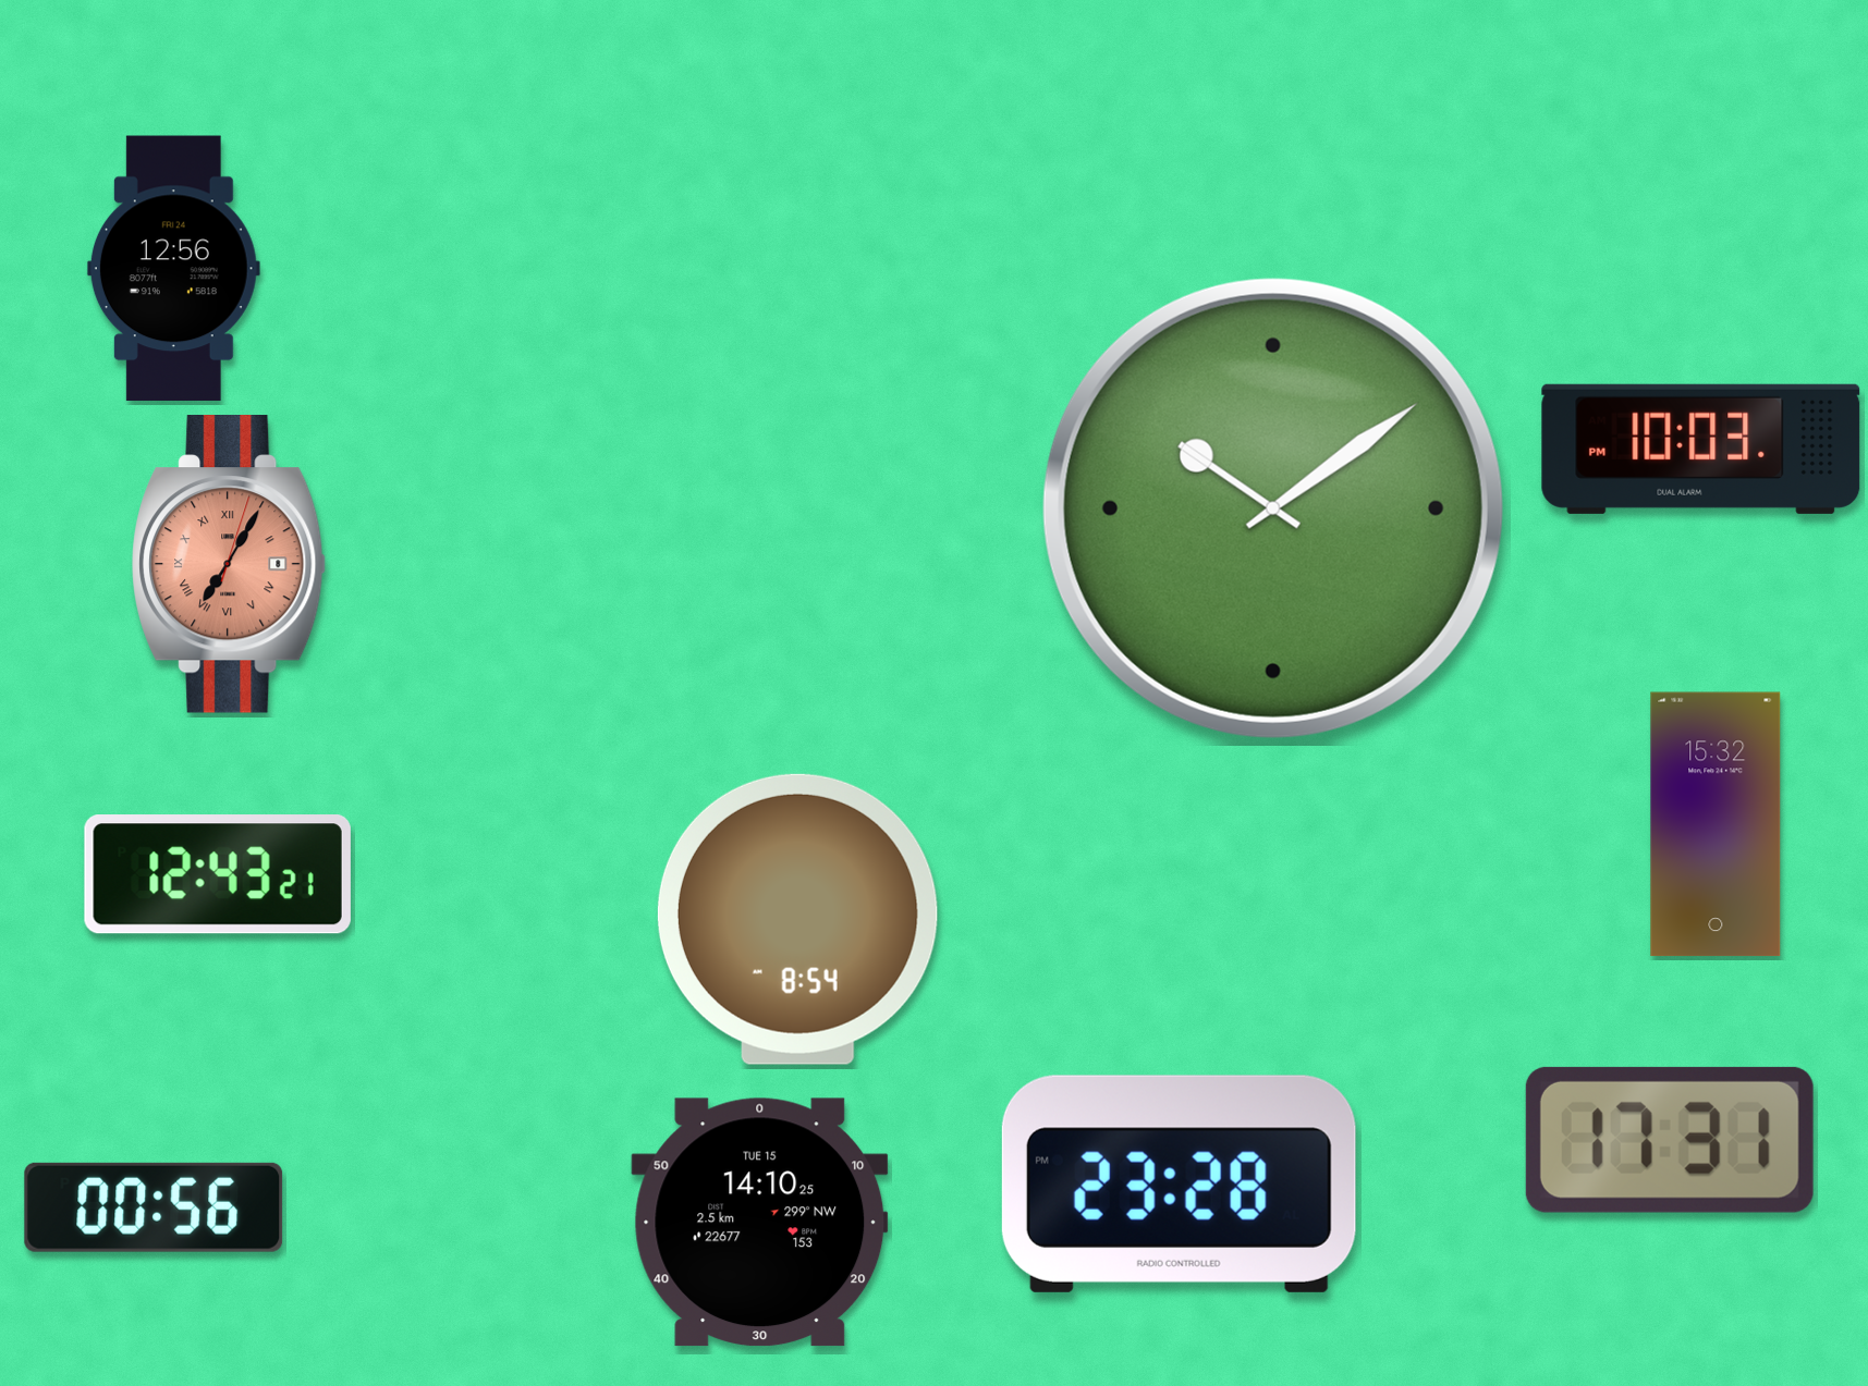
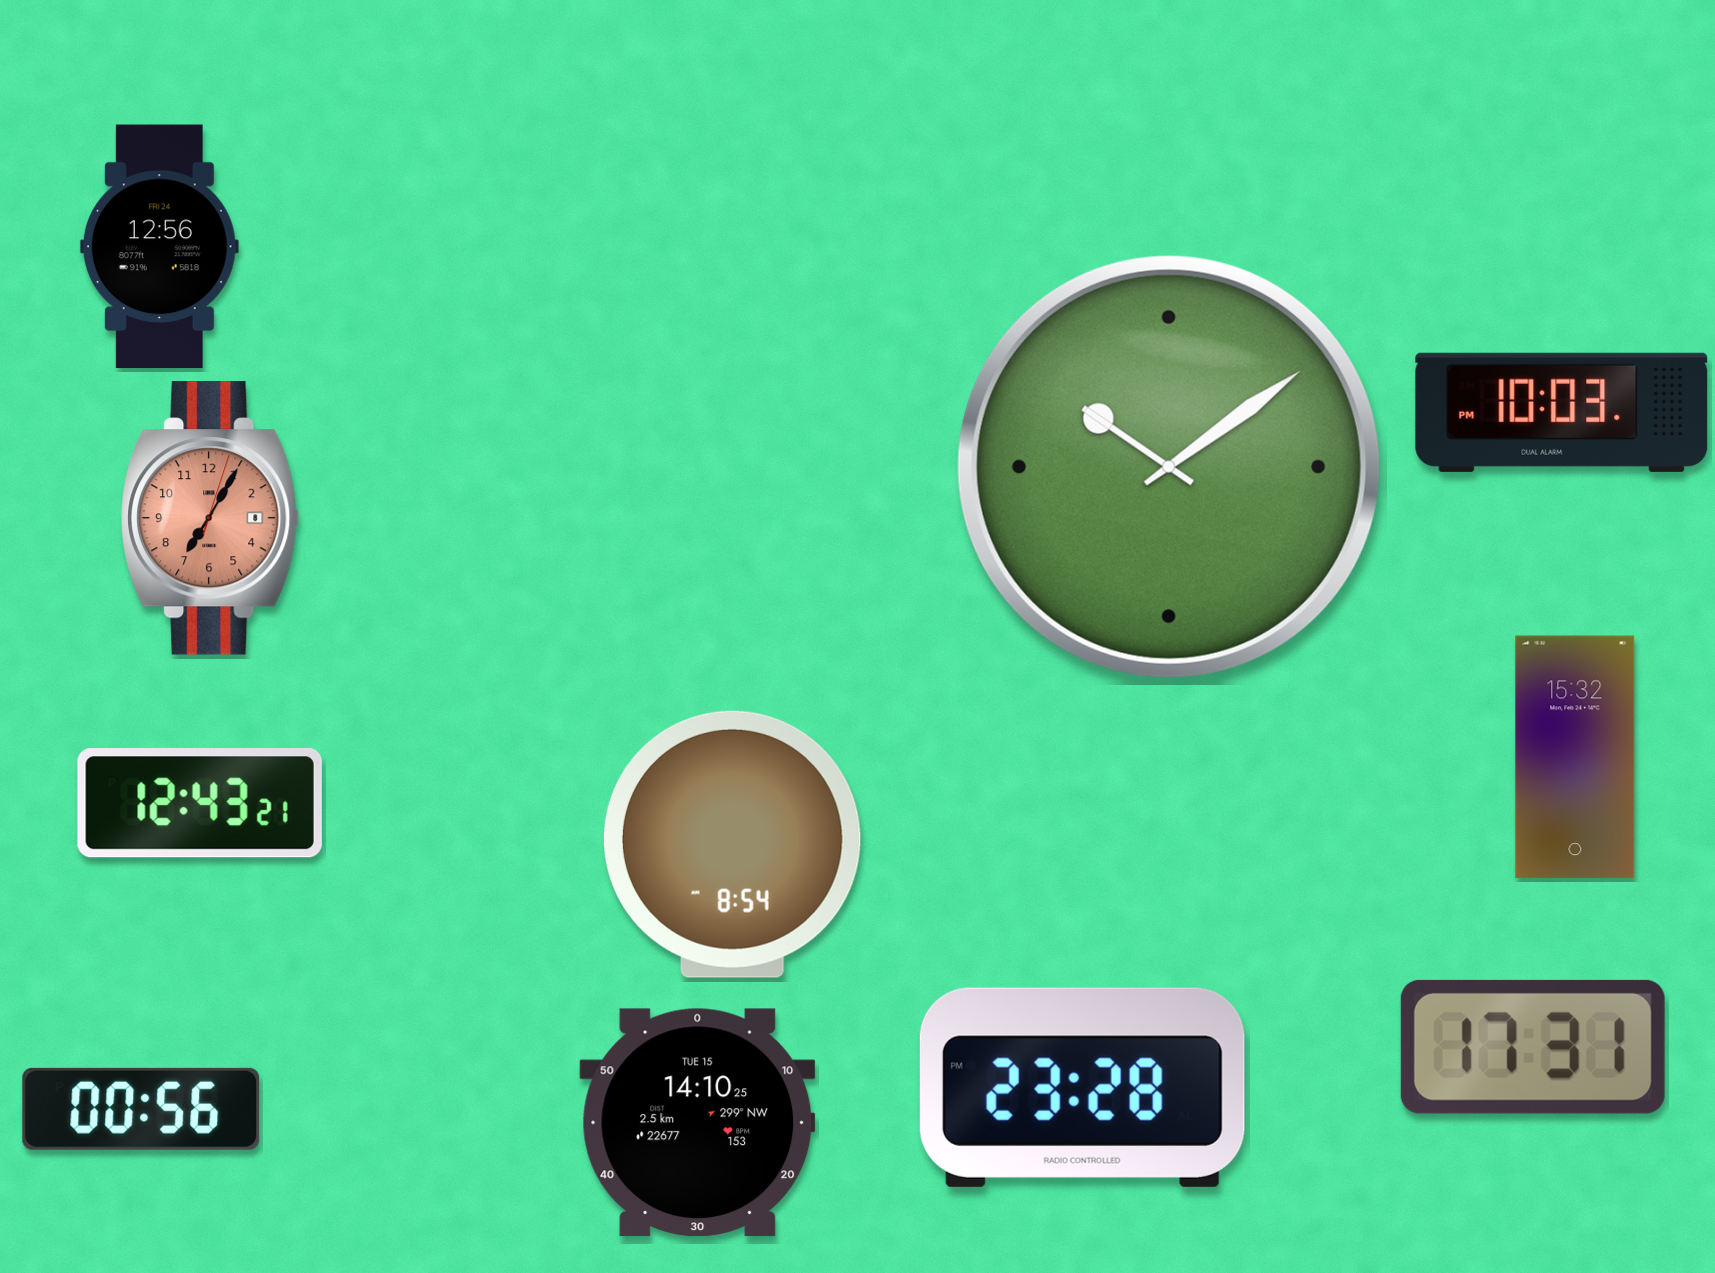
clock at (230, 565) numerals: Roman -> Arabic
